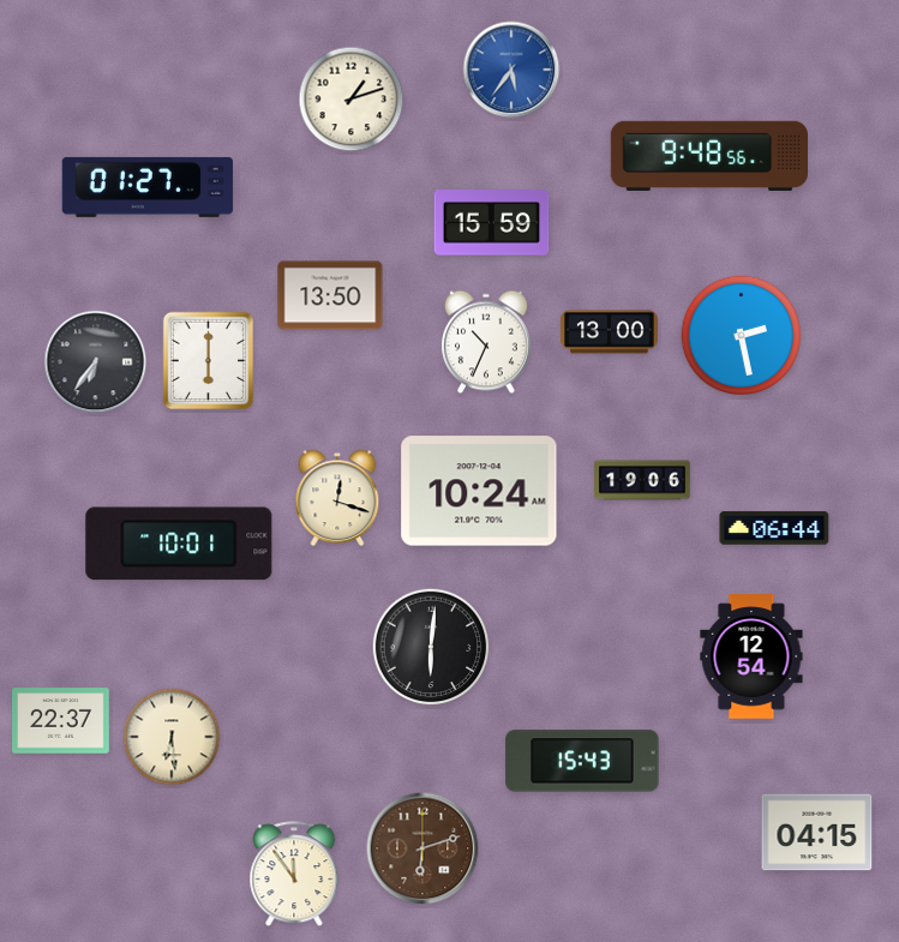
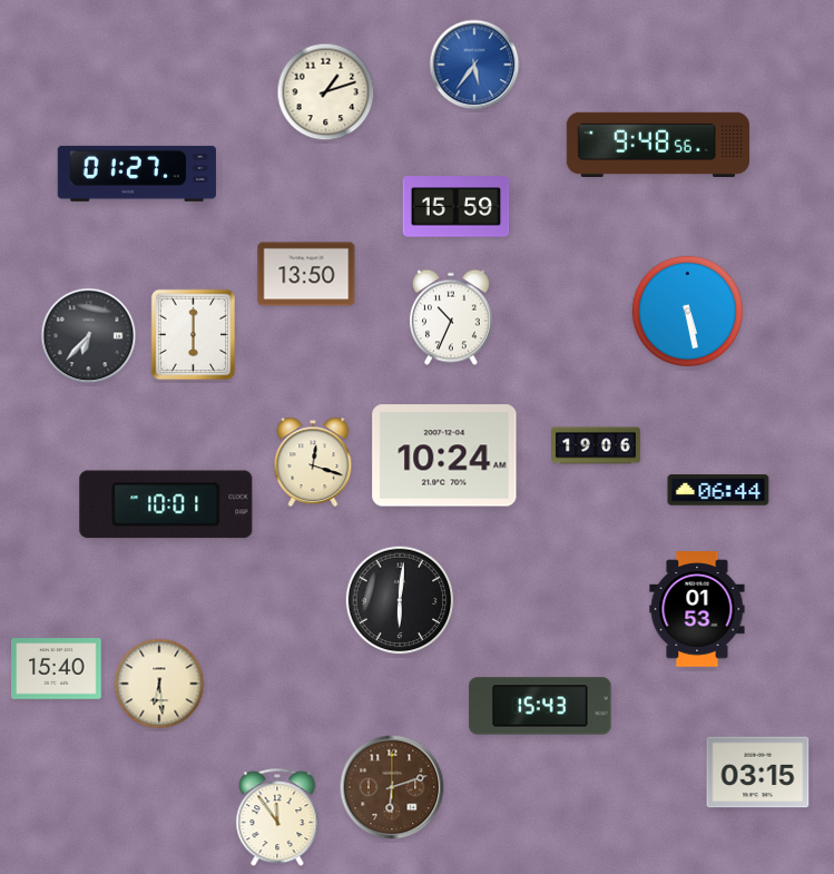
clock at (610, 332): 13:00 -> none
clock at (742, 336): 2:28 -> 5:28
clock at (96, 362): 6:36 -> 6:37
clock at (751, 656): 12:54 -> 01:53
clock at (61, 721): 22:37 -> 15:40
clock at (817, 833): 04:15 -> 03:15
clock at (294, 875) position: (294, 875) -> (277, 818)
